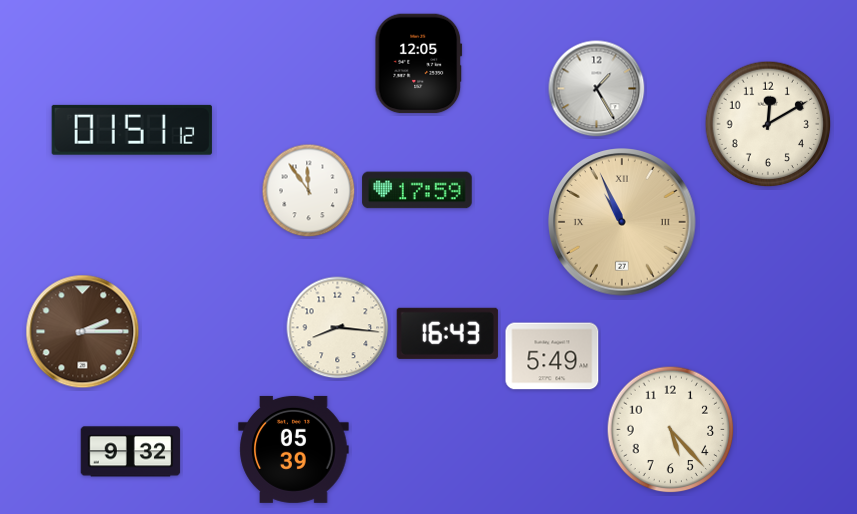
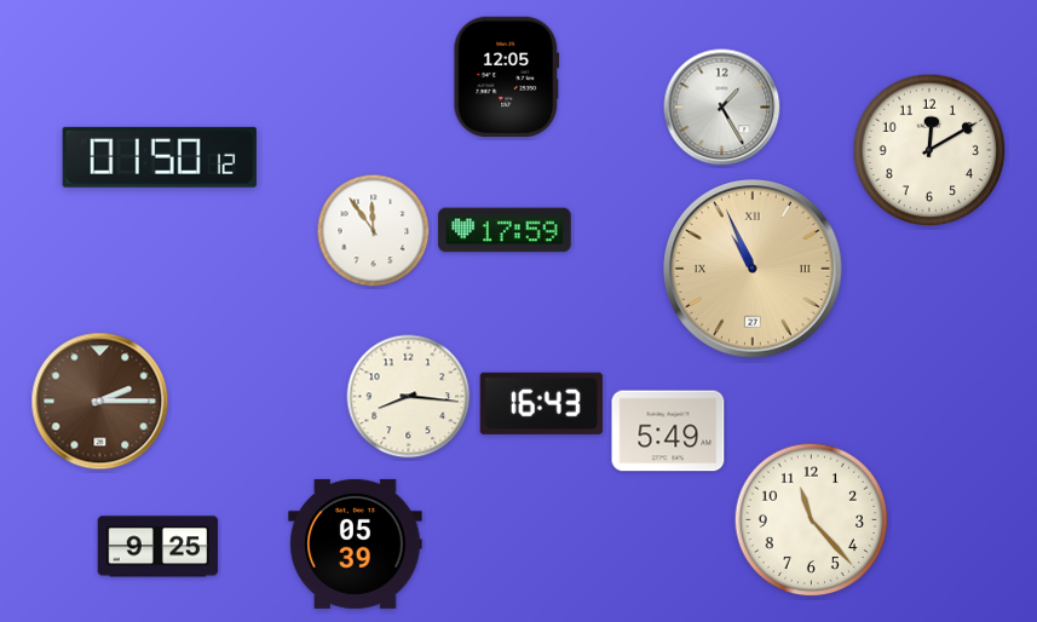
clock at (132, 130): 01:51 -> 01:50
clock at (671, 430): 5:23 -> 11:23
clock at (131, 452): 9:32 -> 9:25
